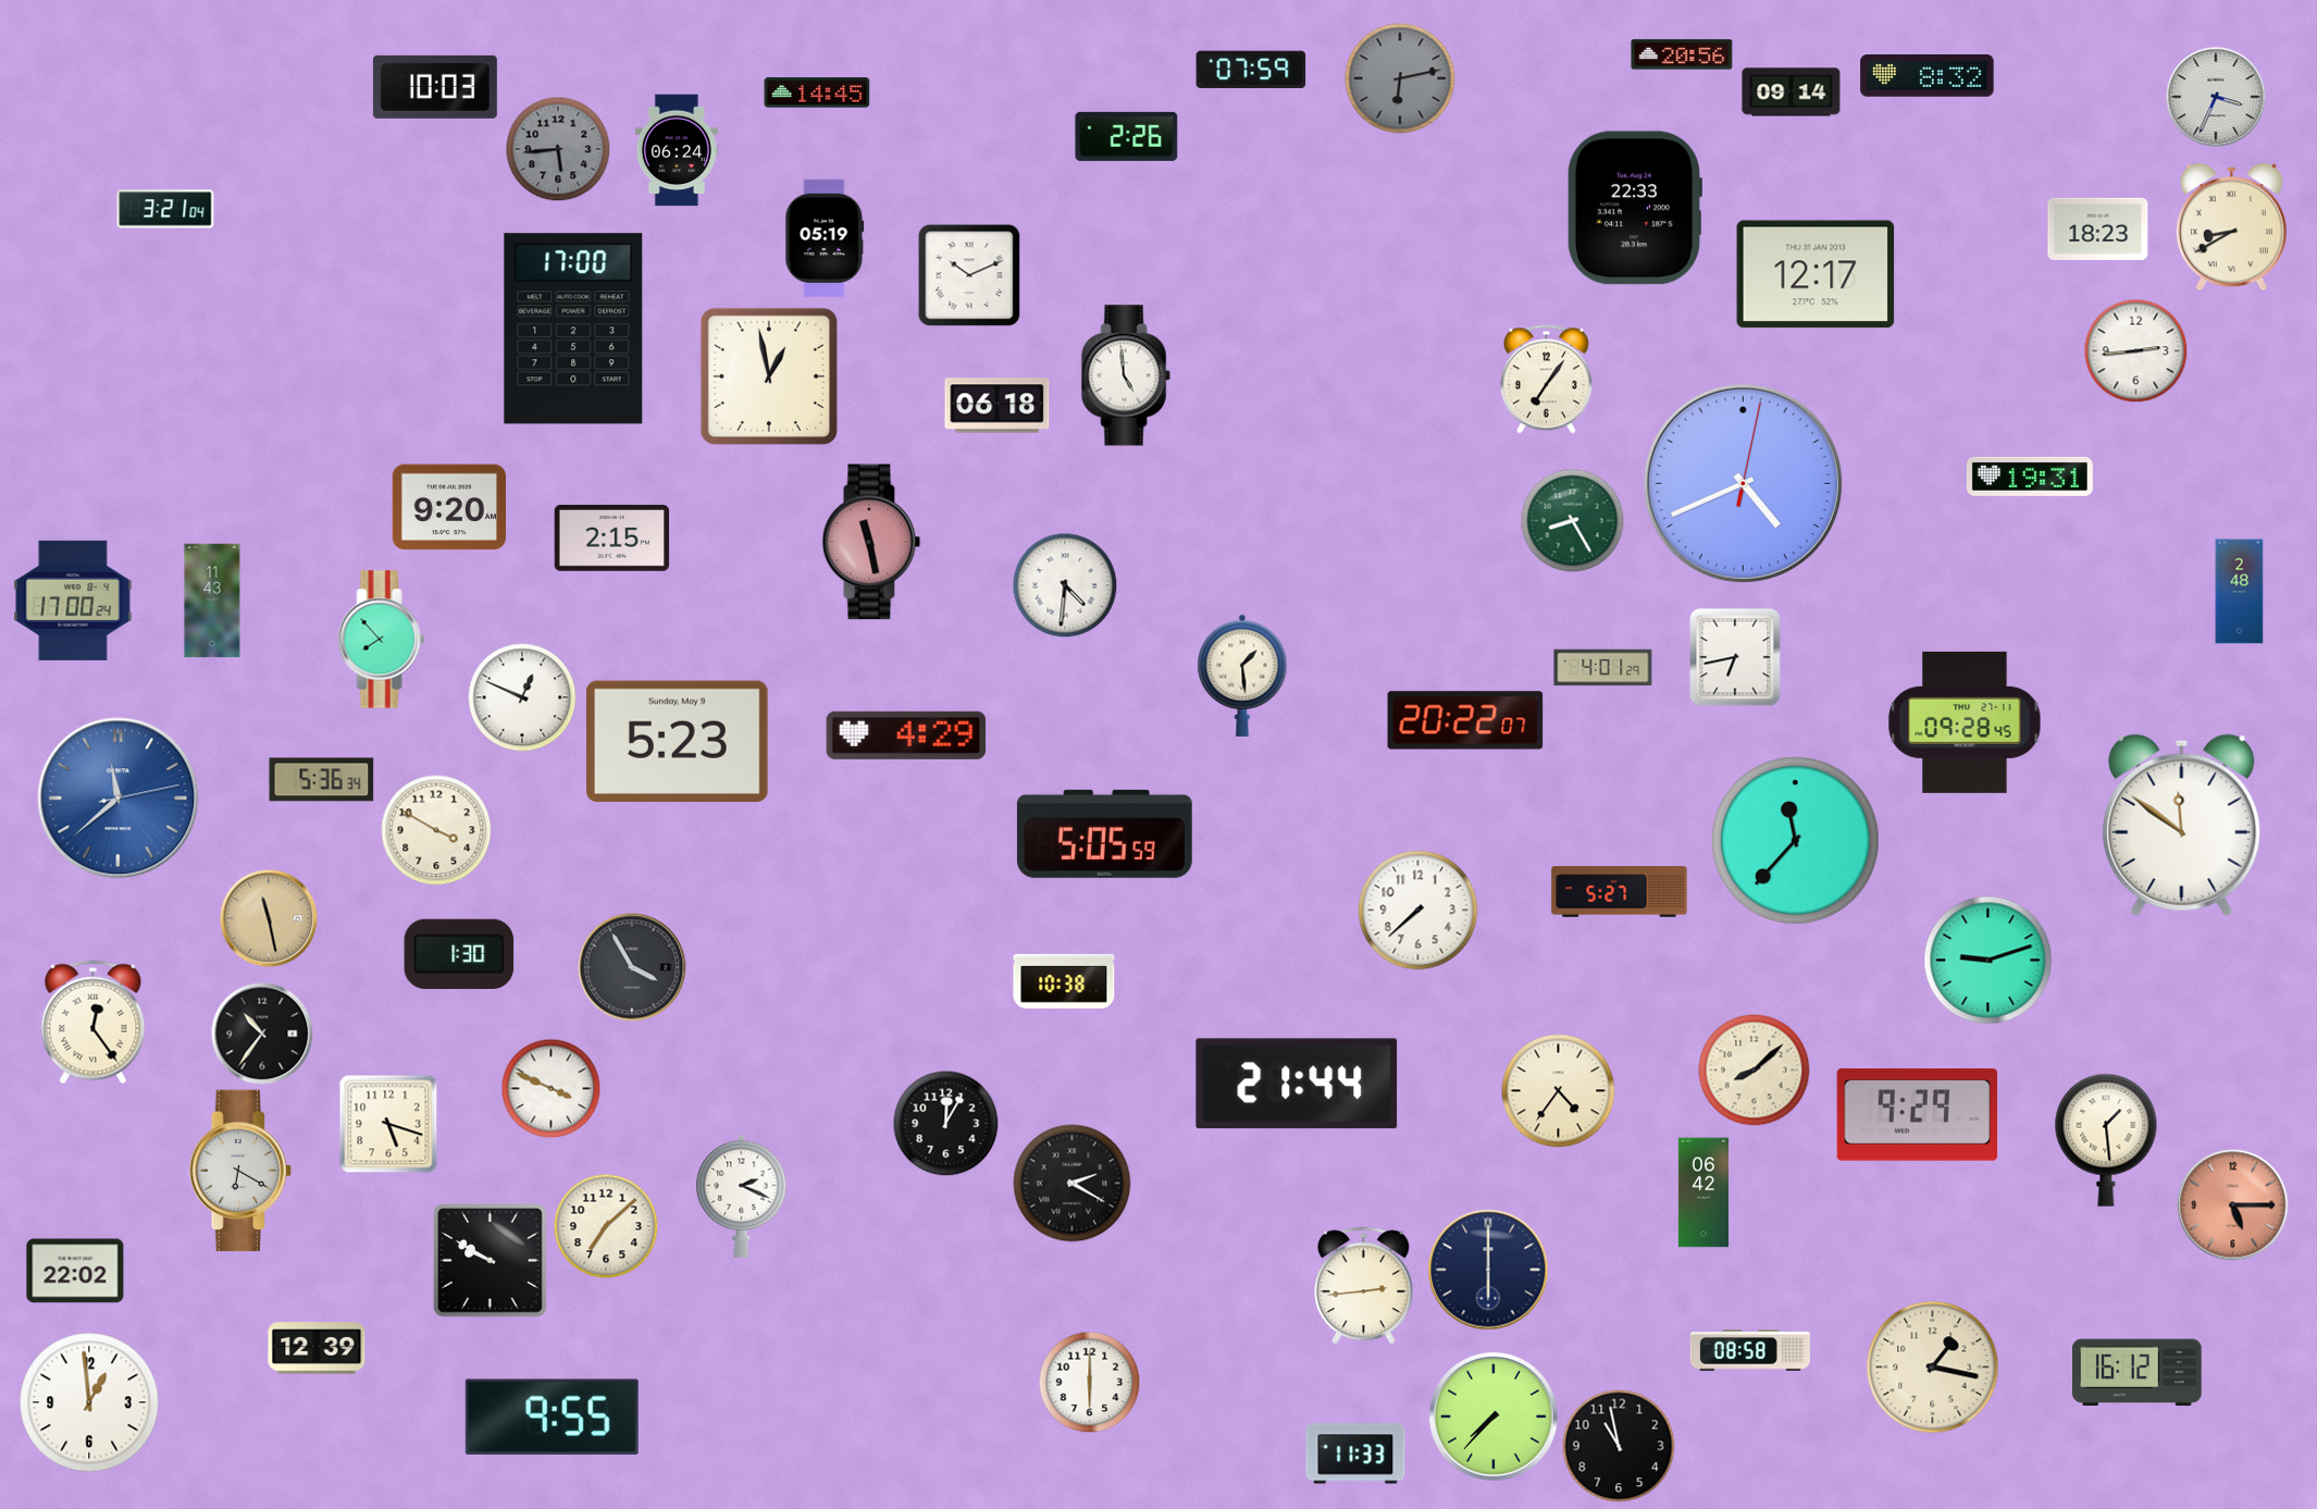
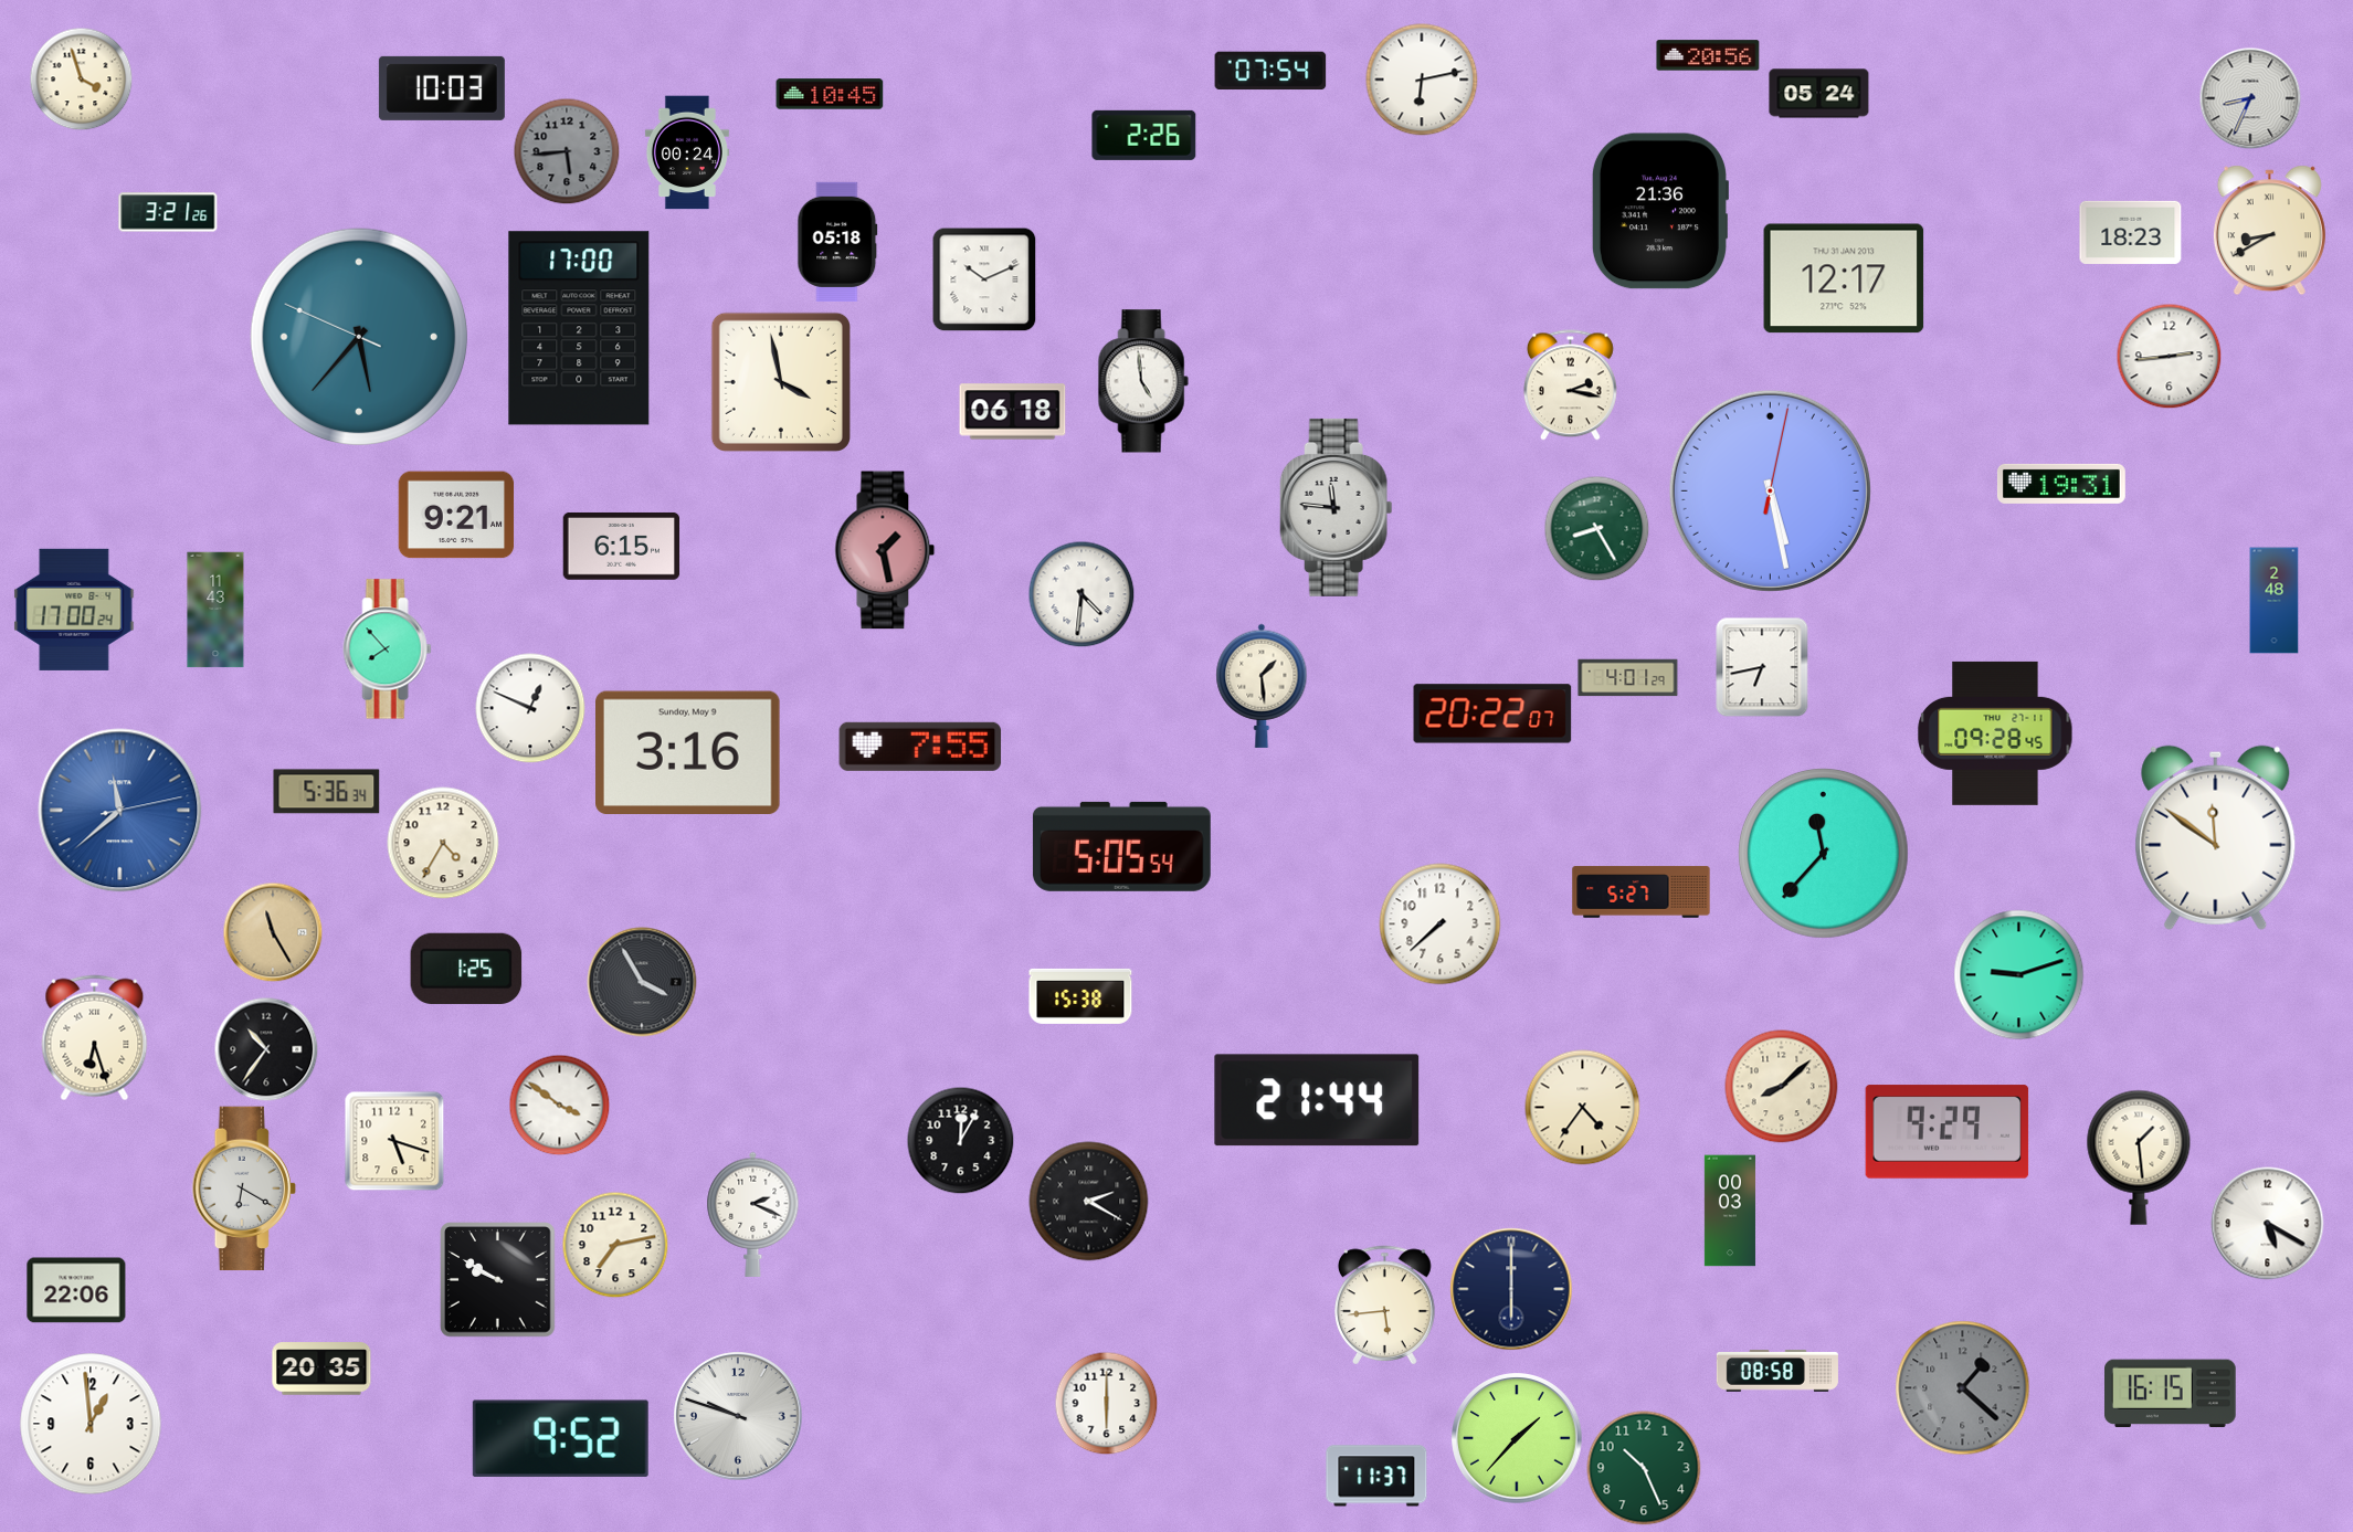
clock at (1251, 70): 07:59 -> 07:54
clock at (1928, 76): 8:32 -> none
clock at (81, 78): none -> 3:57
clock at (1400, 78) dial: grey -> white
clock at (817, 92): 14:45 -> 10:45
clock at (1792, 92): 09:14 -> 05:24
clock at (2216, 97): 3:34 -> 8:34
clock at (1127, 136) position: (1127, 136) -> (1144, 135)
clock at (677, 150): 06:24 -> 00:24
clock at (1634, 208): 22:33 -> 21:36
clock at (165, 209): 3:21:04 -> 3:21:26
clock at (2231, 227) position: (2231, 227) -> (2269, 231)
clock at (825, 238): 05:19 -> 05:18
clock at (573, 329) position: (573, 329) -> (579, 328)
clock at (358, 336): none -> 5:36
clock at (769, 376): 12:58 -> 3:58
clock at (1546, 380): 7:06 -> 2:17
clock at (1743, 483): 4:41 -> 5:28
clock at (1337, 507): none -> 11:46
clock at (449, 507): 9:20 -> 9:21
clock at (612, 539): 2:15 -> 6:15
clock at (871, 542): 11:28 -> 1:28
clock at (1465, 720) position: (1465, 720) -> (1492, 714)
clock at (906, 735): 4:29 -> 7:55
clock at (678, 742): 5:23 -> 3:16
clock at (436, 830): 3:50 -> 4:35
clock at (1104, 833): 5:05:59 -> 5:05:54
clock at (1620, 892) position: (1620, 892) -> (1642, 892)
clock at (269, 918): 11:28 -> 11:25
clock at (459, 954): 1:30 -> 1:25
clock at (1064, 981): 10:38 -> 15:38
clock at (94, 1023): 12:24 -> 6:27
clock at (550, 1088): 3:49 -> 3:51
clock at (1703, 1192): 06:42 -> 00:03
clock at (2233, 1205): 5:15 -> 5:20
clock at (2233, 1205) dial: salmon -> white
clock at (606, 1226): 7:08 -> 7:13
clock at (75, 1271): 22:02 -> 22:06
clock at (1364, 1285): 2:44 -> 5:44
clock at (317, 1348): 12:39 -> 20:35
clock at (1933, 1368): 1:17 -> 1:22
clock at (1933, 1368) dial: cream -> grey
clock at (2138, 1373): 16:12 -> 16:15
clock at (738, 1416): none -> 9:48
clock at (552, 1417): 9:55 -> 9:52
clock at (1495, 1418): 7:37 -> 1:37
clock at (1619, 1446): 10:58 -> 10:26
clock at (1619, 1446) dial: black -> green
clock at (1355, 1454): 11:33 -> 11:37
